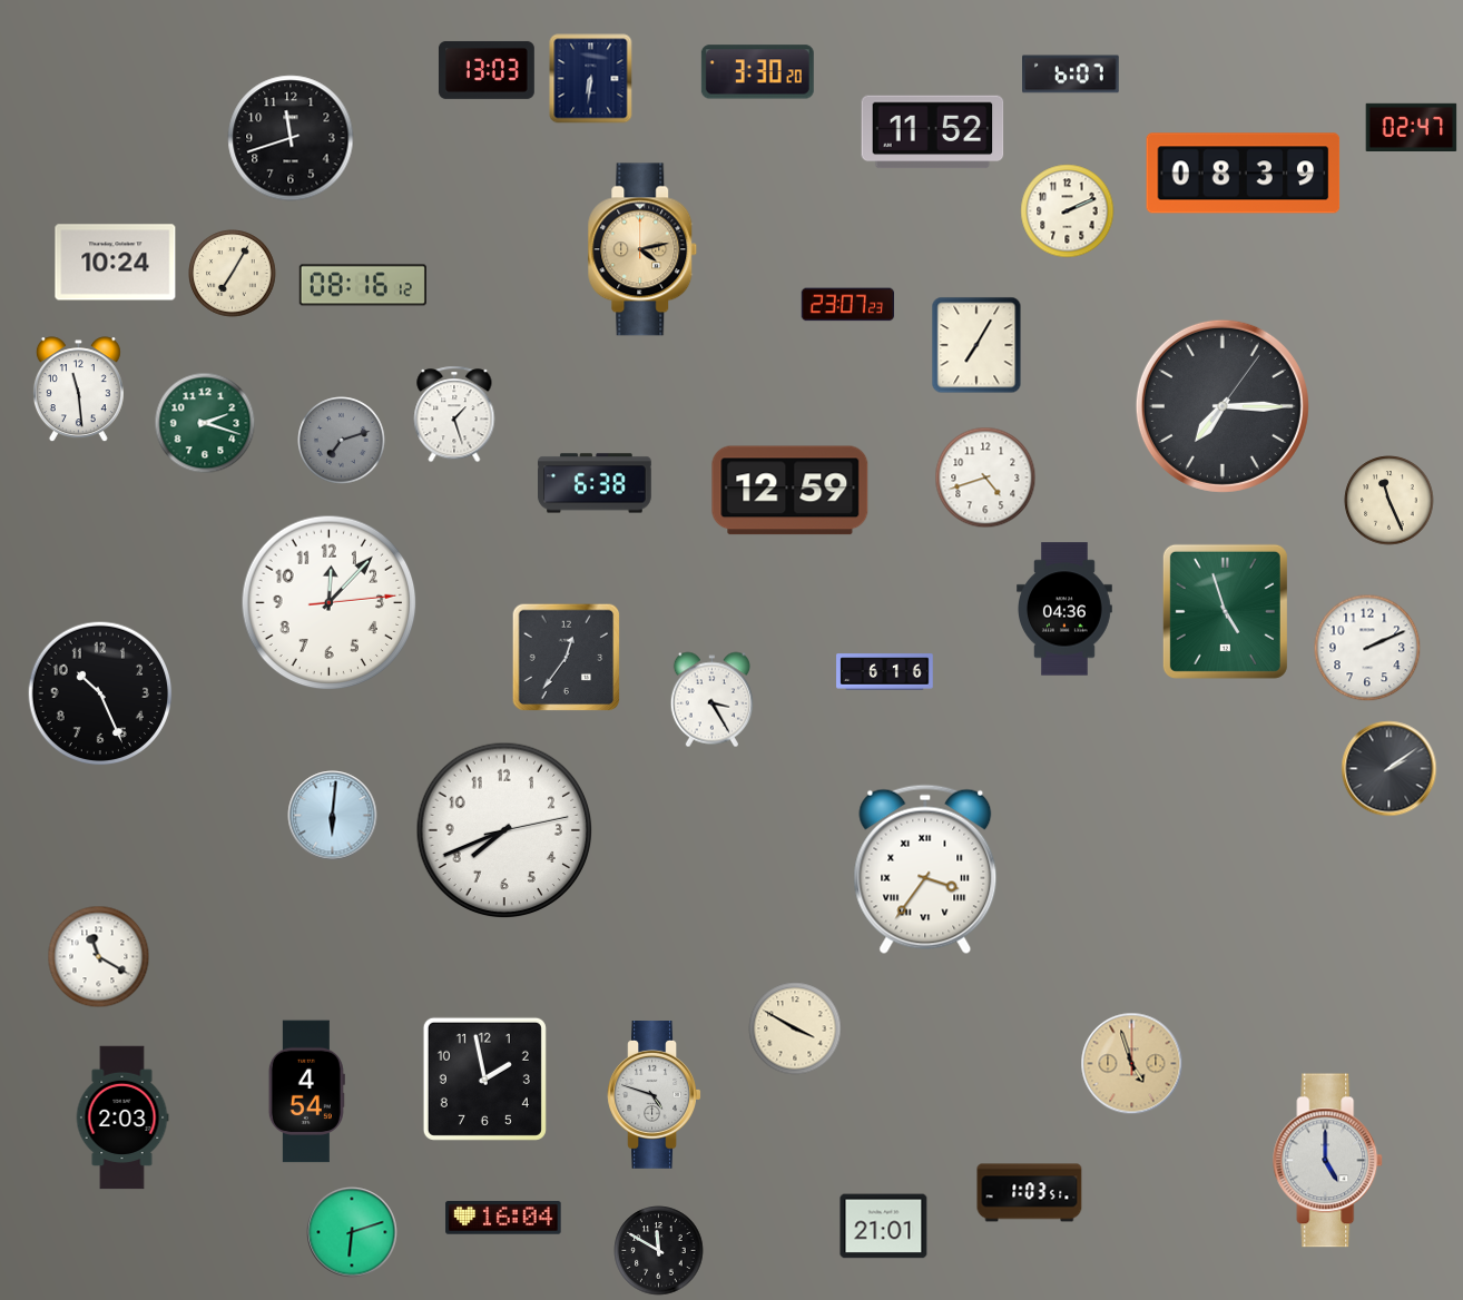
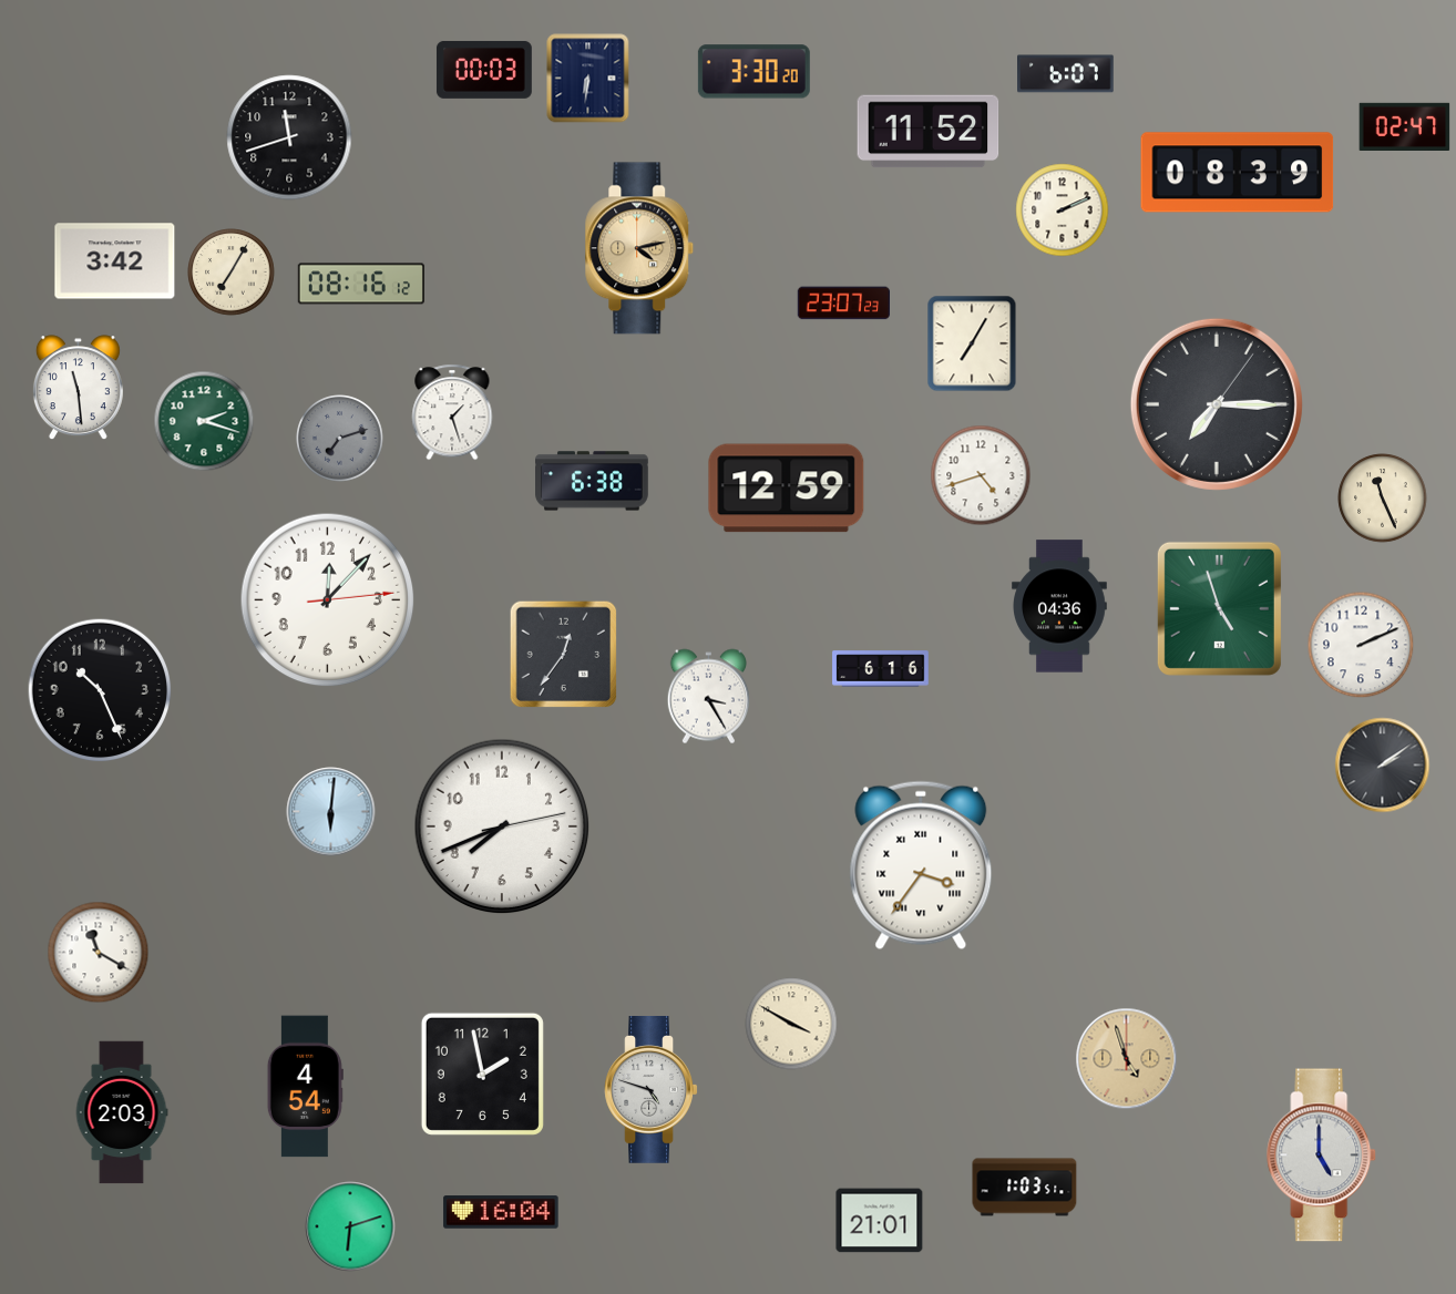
clock at (487, 70): 13:03 -> 00:03
clock at (116, 263): 10:24 -> 3:42
clock at (659, 1251): 11:50 -> none
